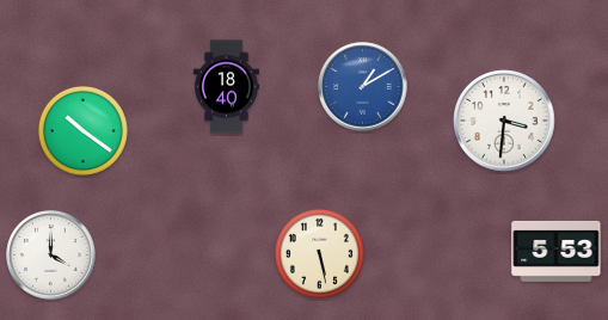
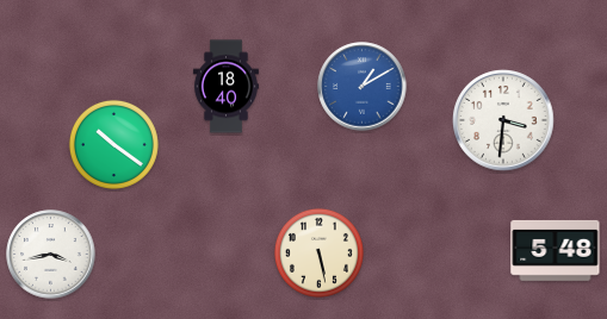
clock at (82, 130) position: (82, 130) -> (113, 144)
clock at (557, 251): 5:53 -> 5:48
clock at (51, 256): 4:00 -> 3:43
